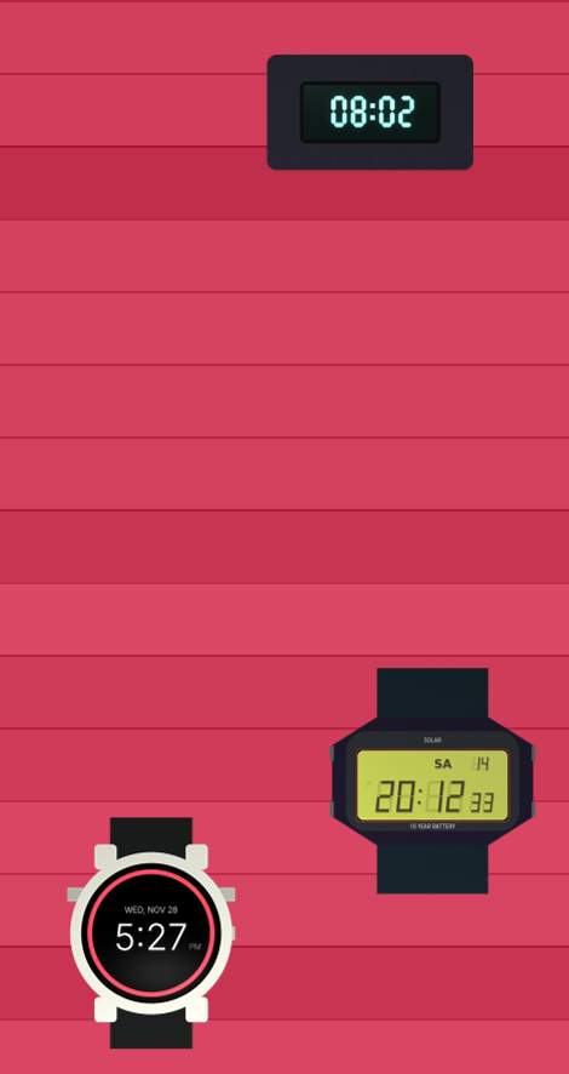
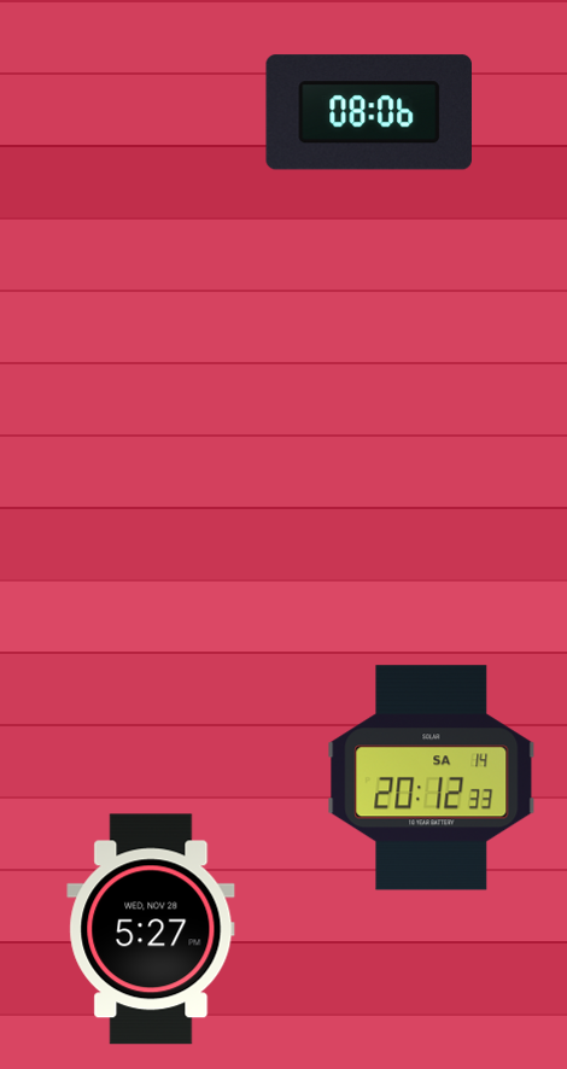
clock at (369, 113): 08:02 -> 08:06
